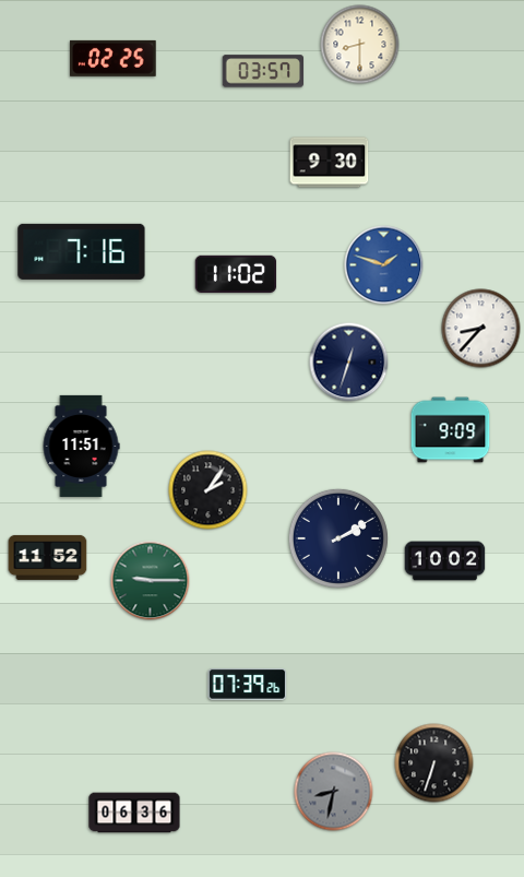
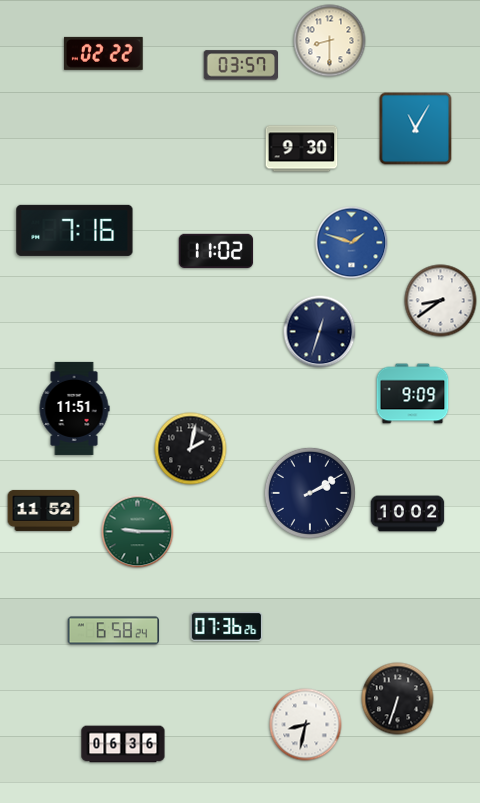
clock at (114, 58): 02:25 -> 02:22
clock at (416, 129): none -> 11:05
clock at (481, 329): 8:37 -> 8:39
clock at (209, 490): 2:06 -> 2:02
clock at (248, 684): 07:39 -> 07:36
clock at (113, 631): none -> 6:58
clock at (334, 792) dial: grey -> white
